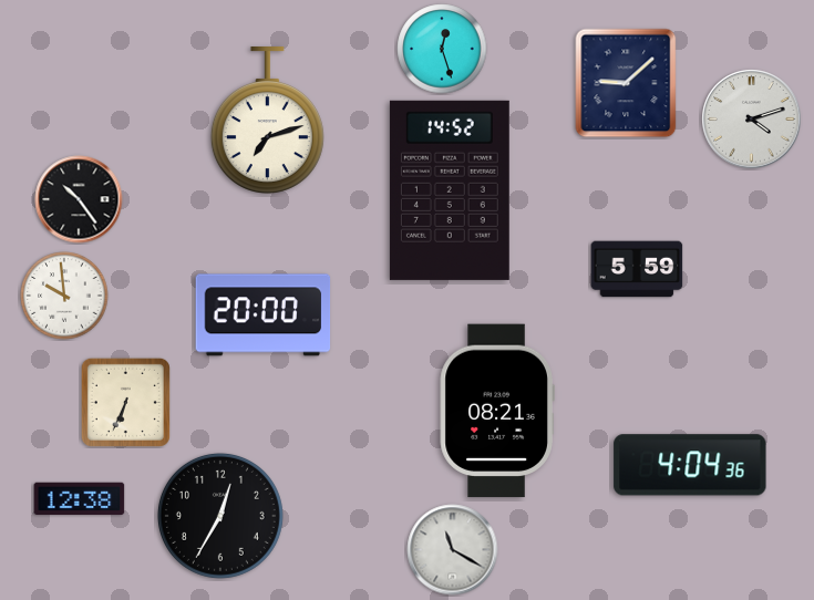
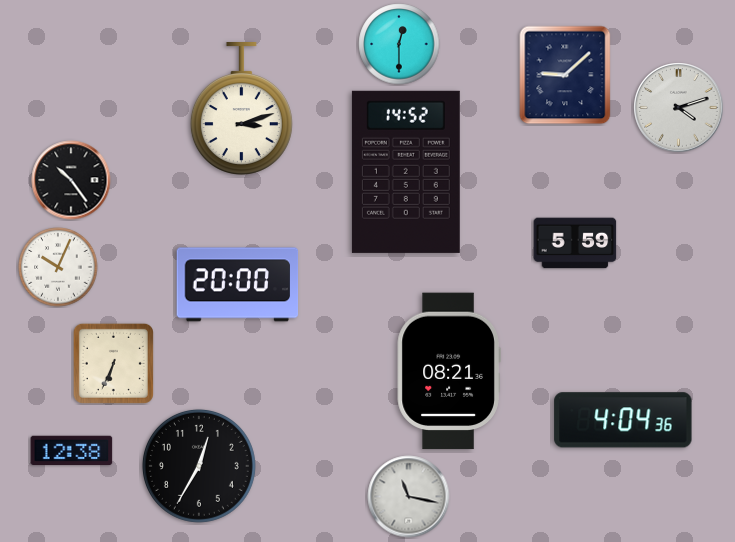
clock at (442, 49): 12:27 -> 12:30
clock at (267, 121): 7:12 -> 3:12
clock at (64, 296): 9:59 -> 10:04
clock at (453, 550): 11:20 -> 11:17
